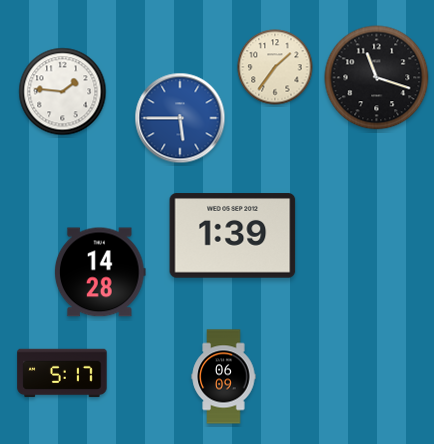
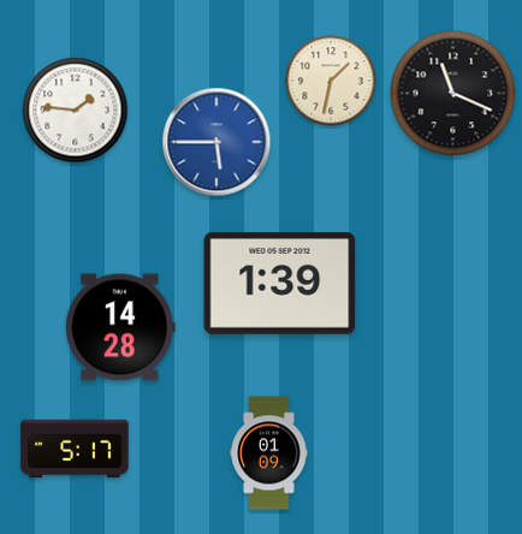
clock at (275, 67): 1:36 -> 1:32
clock at (377, 78): 11:18 -> 11:19
clock at (224, 377): 06:09 -> 01:09
